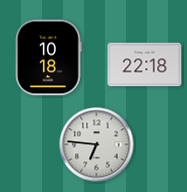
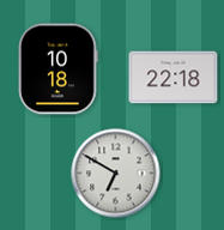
clock at (97, 145): 6:46 -> 6:50
